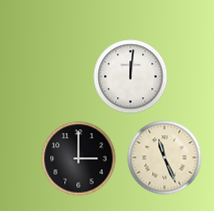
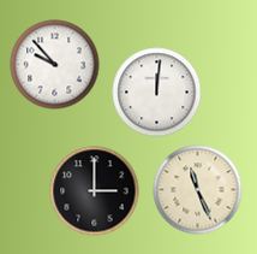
clock at (55, 65): none -> 9:53
